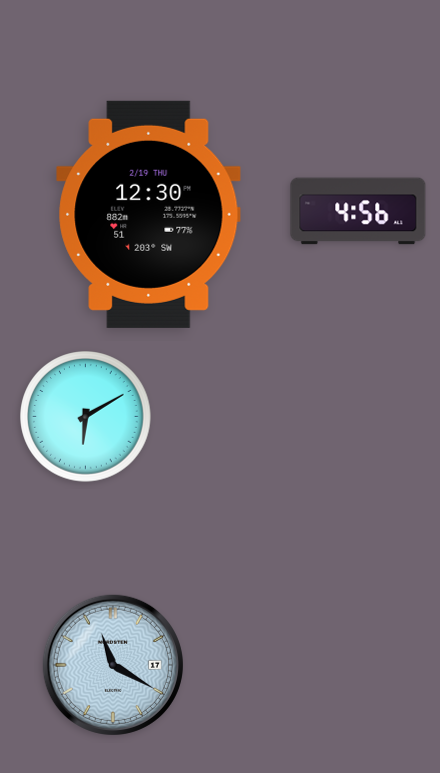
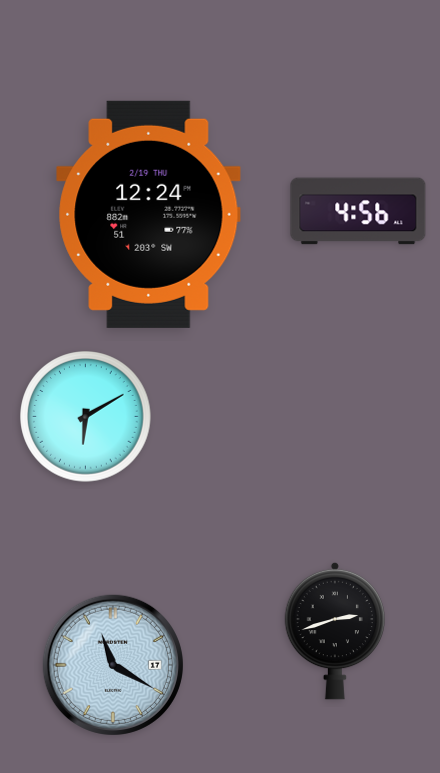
clock at (149, 214): 12:30 -> 12:24
clock at (334, 631): none -> 2:42
